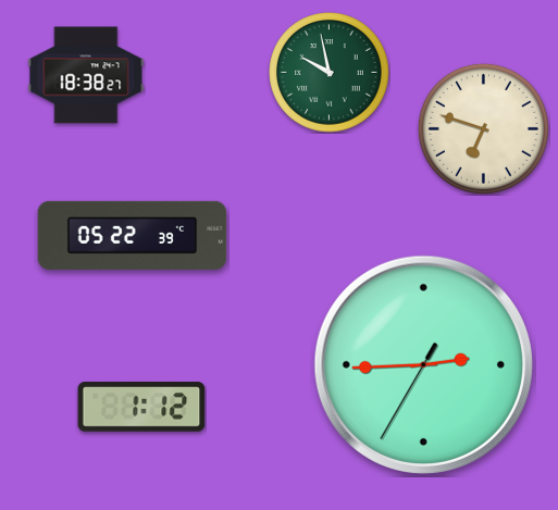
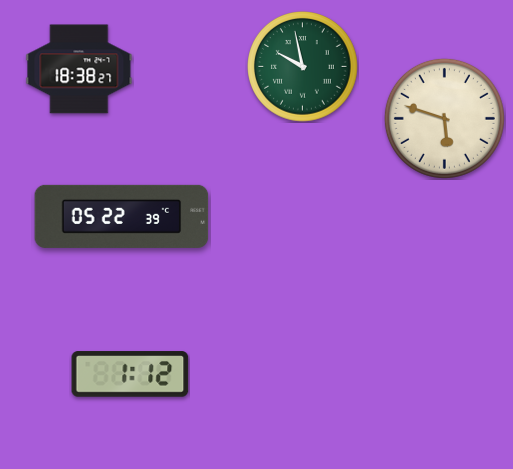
clock at (483, 128): 6:48 -> 5:48
clock at (423, 364): 2:44 -> none
